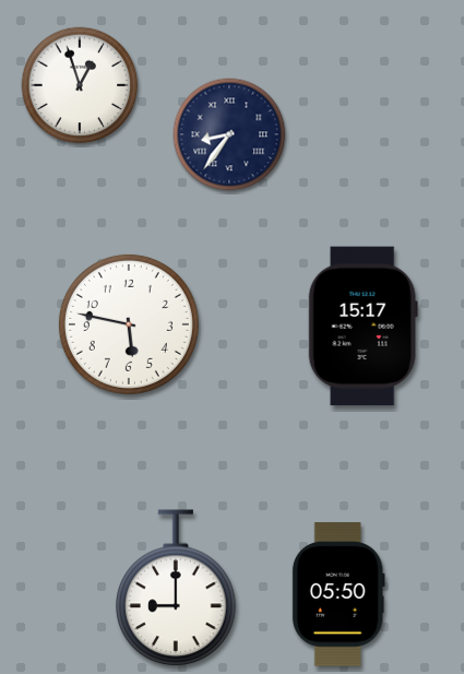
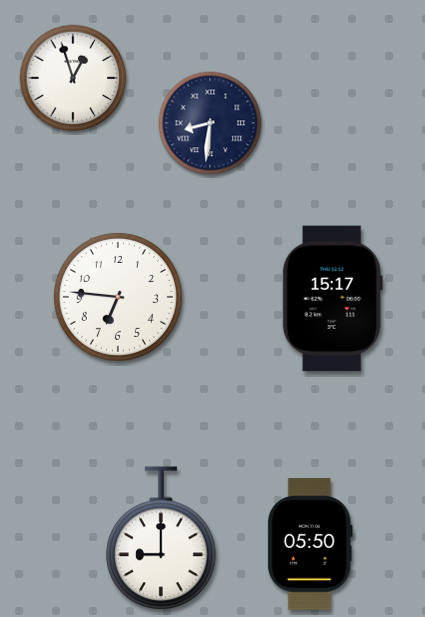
clock at (229, 134): 8:36 -> 8:31
clock at (129, 324): 5:47 -> 6:46
